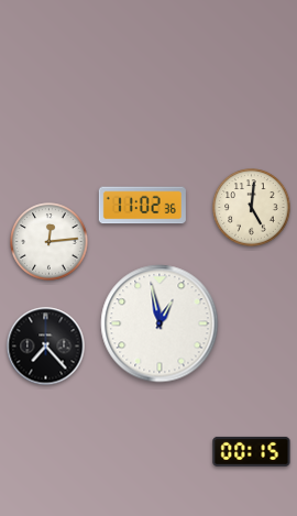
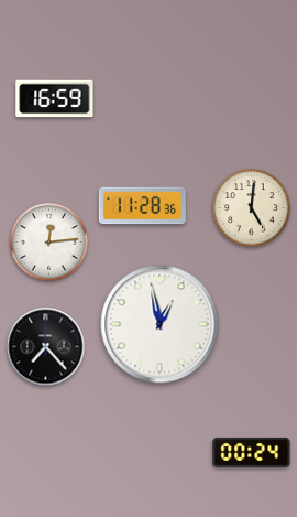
clock at (55, 99): none -> 16:59
clock at (142, 206): 11:02 -> 11:28
clock at (252, 451): 00:15 -> 00:24
